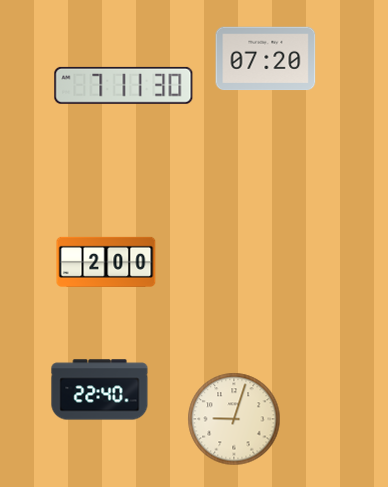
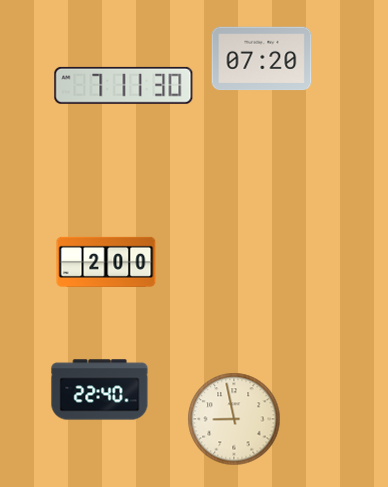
clock at (266, 59) position: (266, 59) -> (262, 59)
clock at (234, 419): 9:03 -> 8:58
